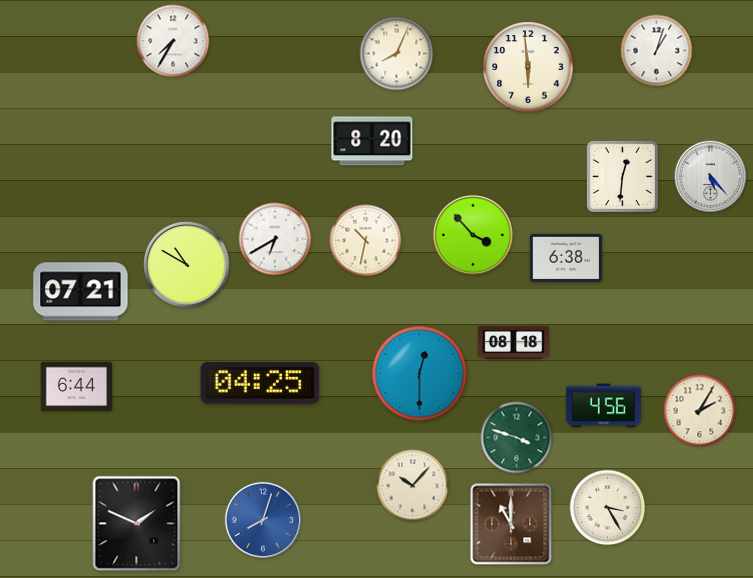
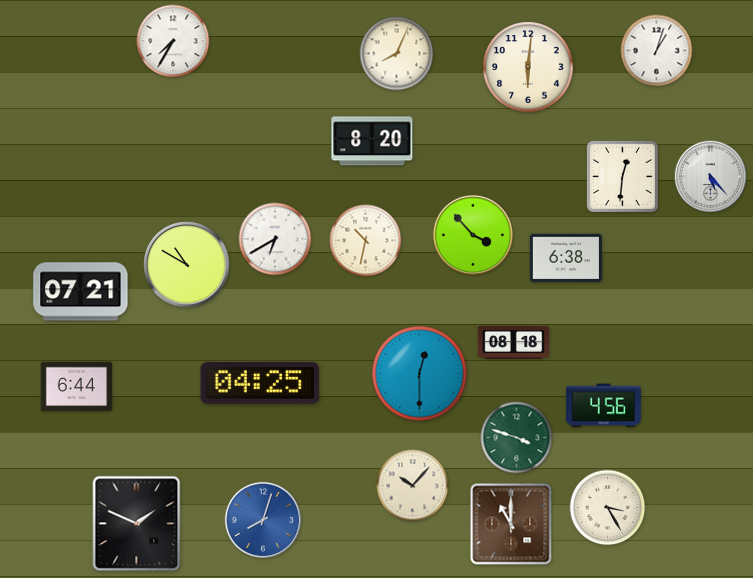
clock at (528, 67): 5:59 -> 6:01
clock at (700, 411): 2:05 -> none
